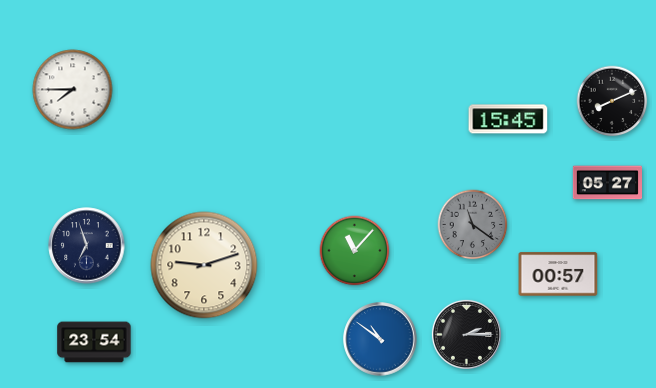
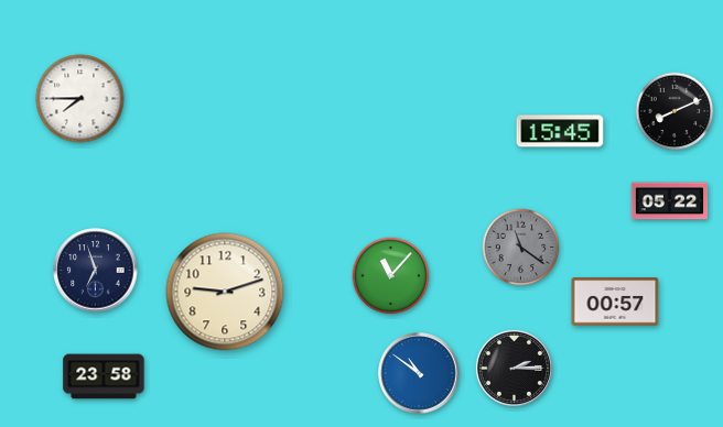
clock at (607, 183): 05:27 -> 05:22
clock at (94, 342): 23:54 -> 23:58
